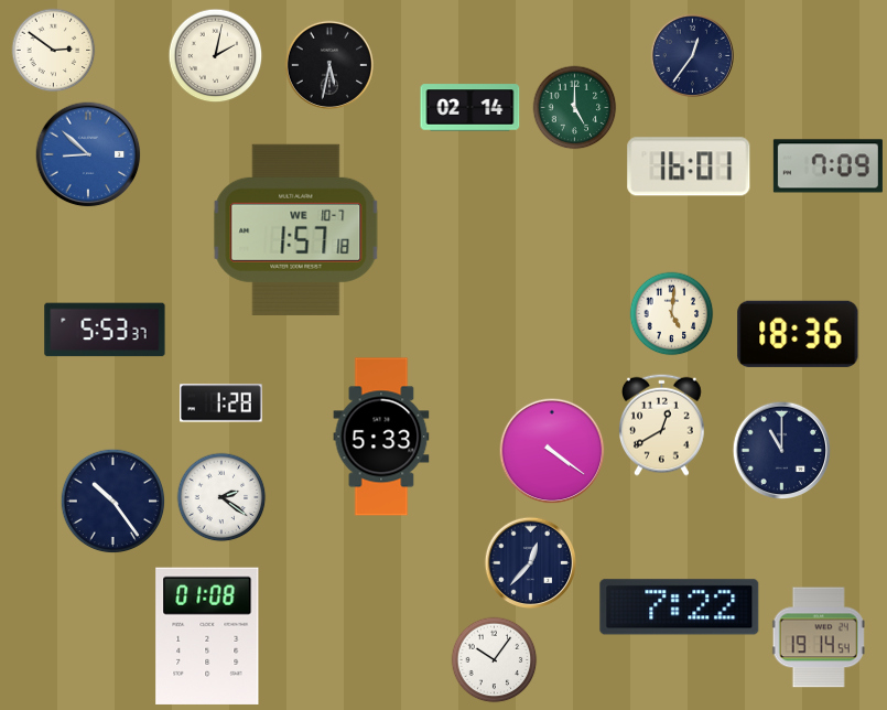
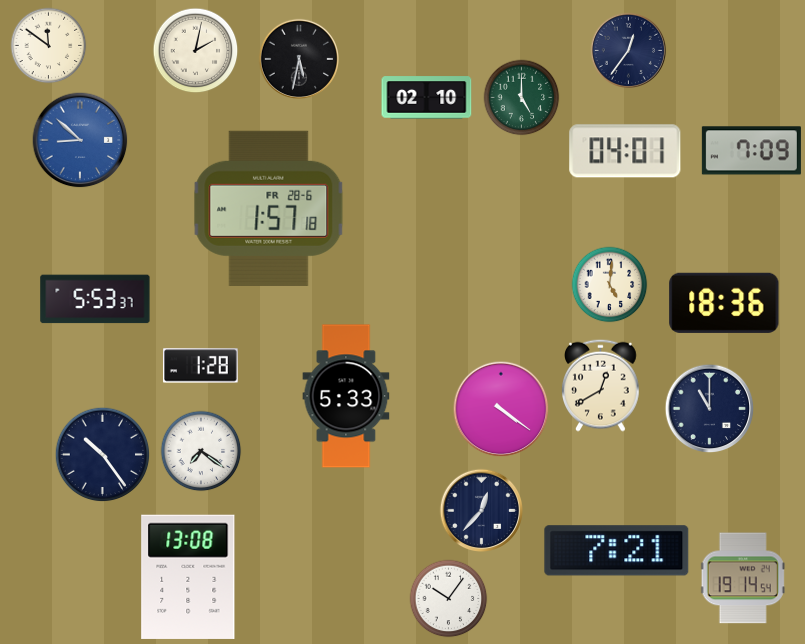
clock at (54, 51): 2:51 -> 11:51
clock at (470, 108): 02:14 -> 02:10
clock at (689, 166): 16:01 -> 04:01
clock at (296, 229) date: WE 10-7 -> FR 28-6
clock at (221, 497): 2:21 -> 7:21
clock at (680, 607): 7:22 -> 7:21
clock at (207, 636): 01:08 -> 13:08
